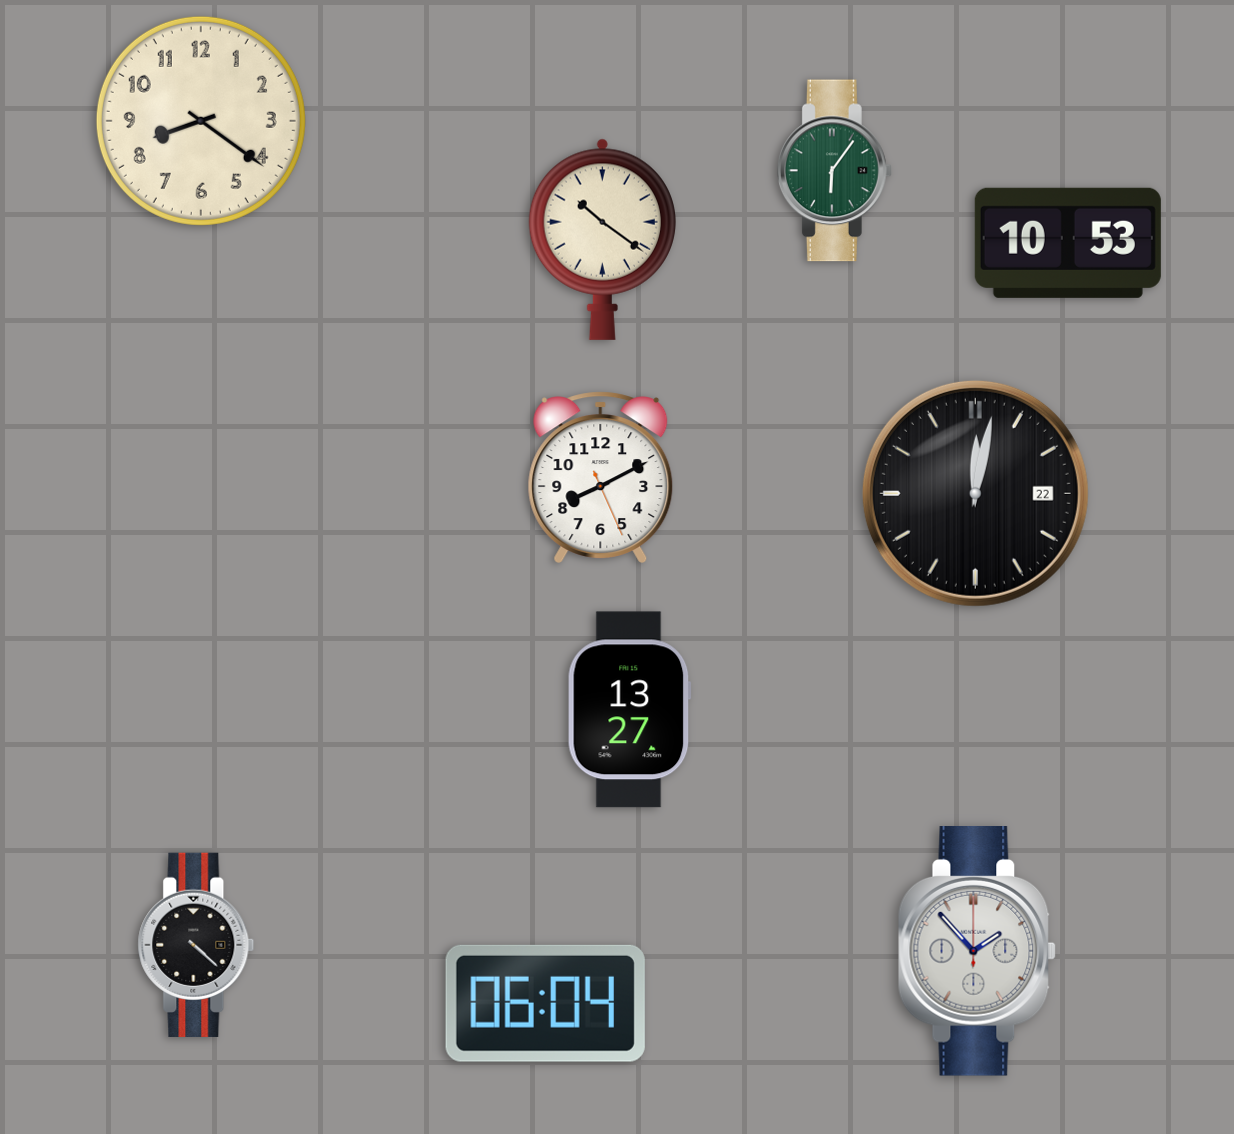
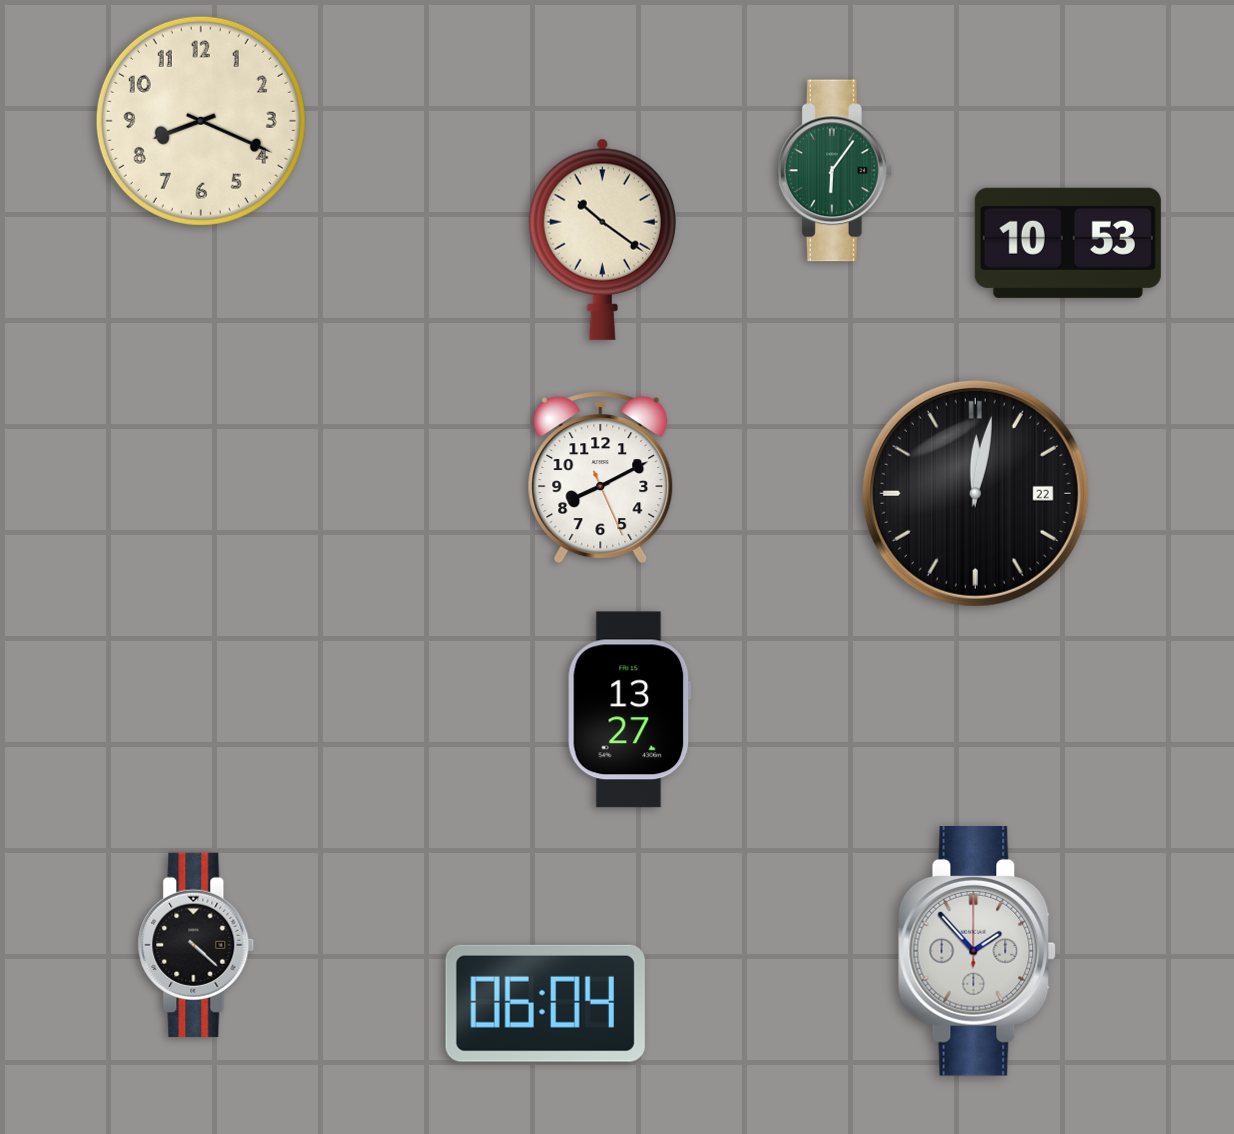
clock at (201, 121): 8:21 -> 8:19
